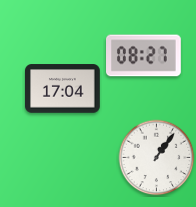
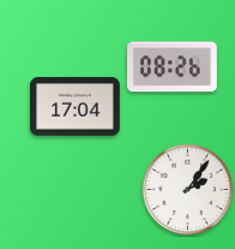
clock at (144, 56): 08:27 -> 08:26
clock at (157, 158): 1:06 -> 2:06
